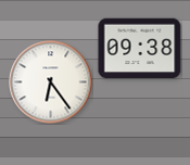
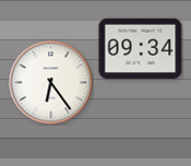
clock at (140, 49): 09:38 -> 09:34
